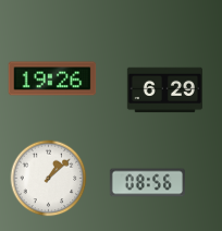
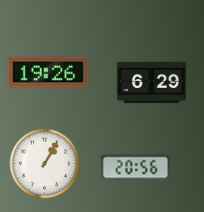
clock at (49, 179): 1:08 -> 1:05
clock at (147, 183): 08:56 -> 20:56
